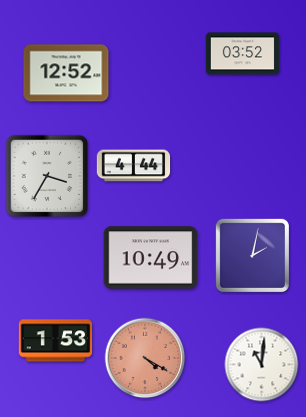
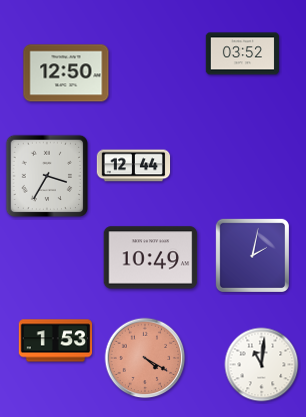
clock at (66, 73): 12:52 -> 12:50
clock at (134, 166): 4:44 -> 12:44
